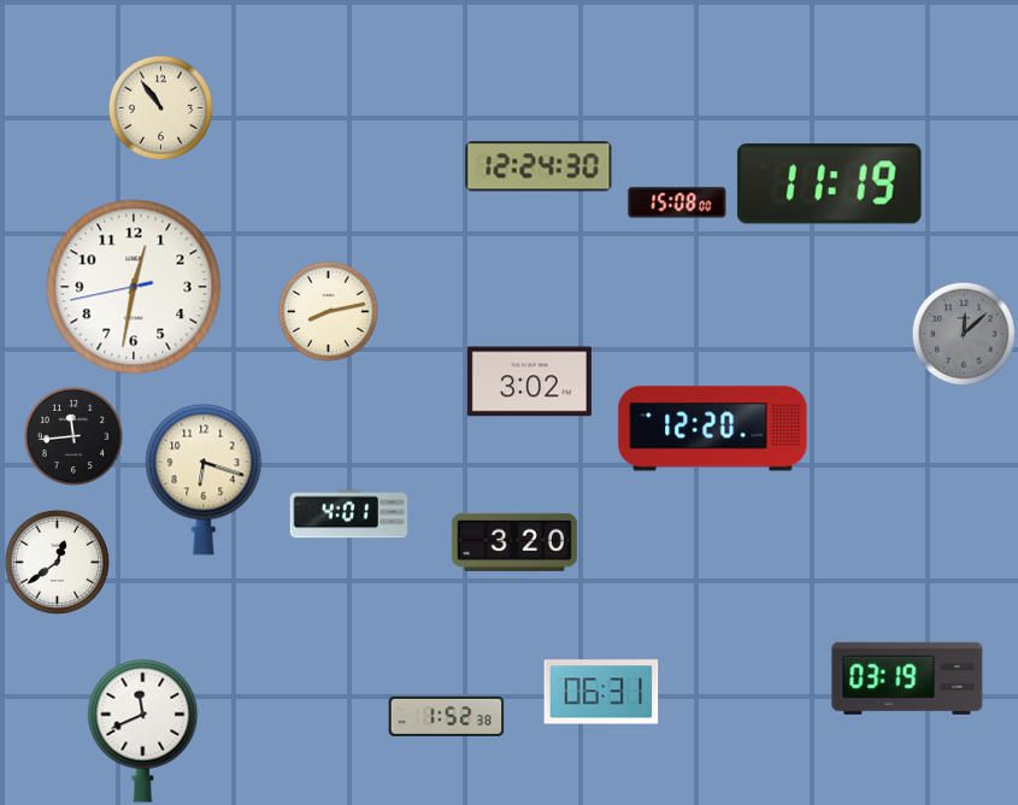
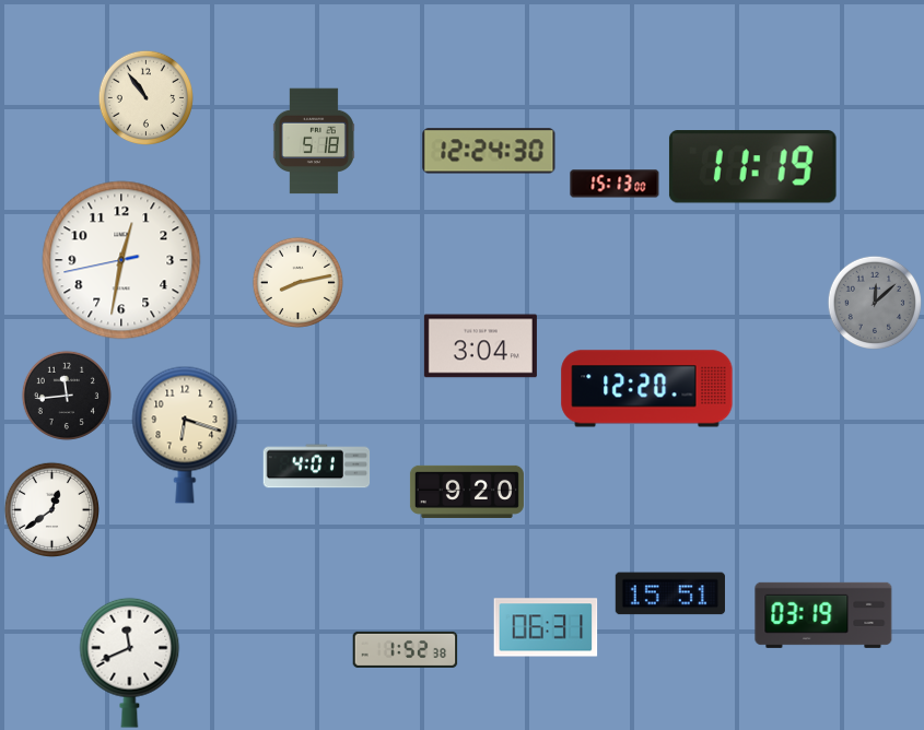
clock at (314, 141): none -> 5:18
clock at (677, 202): 15:08 -> 15:13
clock at (529, 382): 3:02 -> 3:04
clock at (514, 542): 3:20 -> 9:20
clock at (670, 593): none -> 15:51
